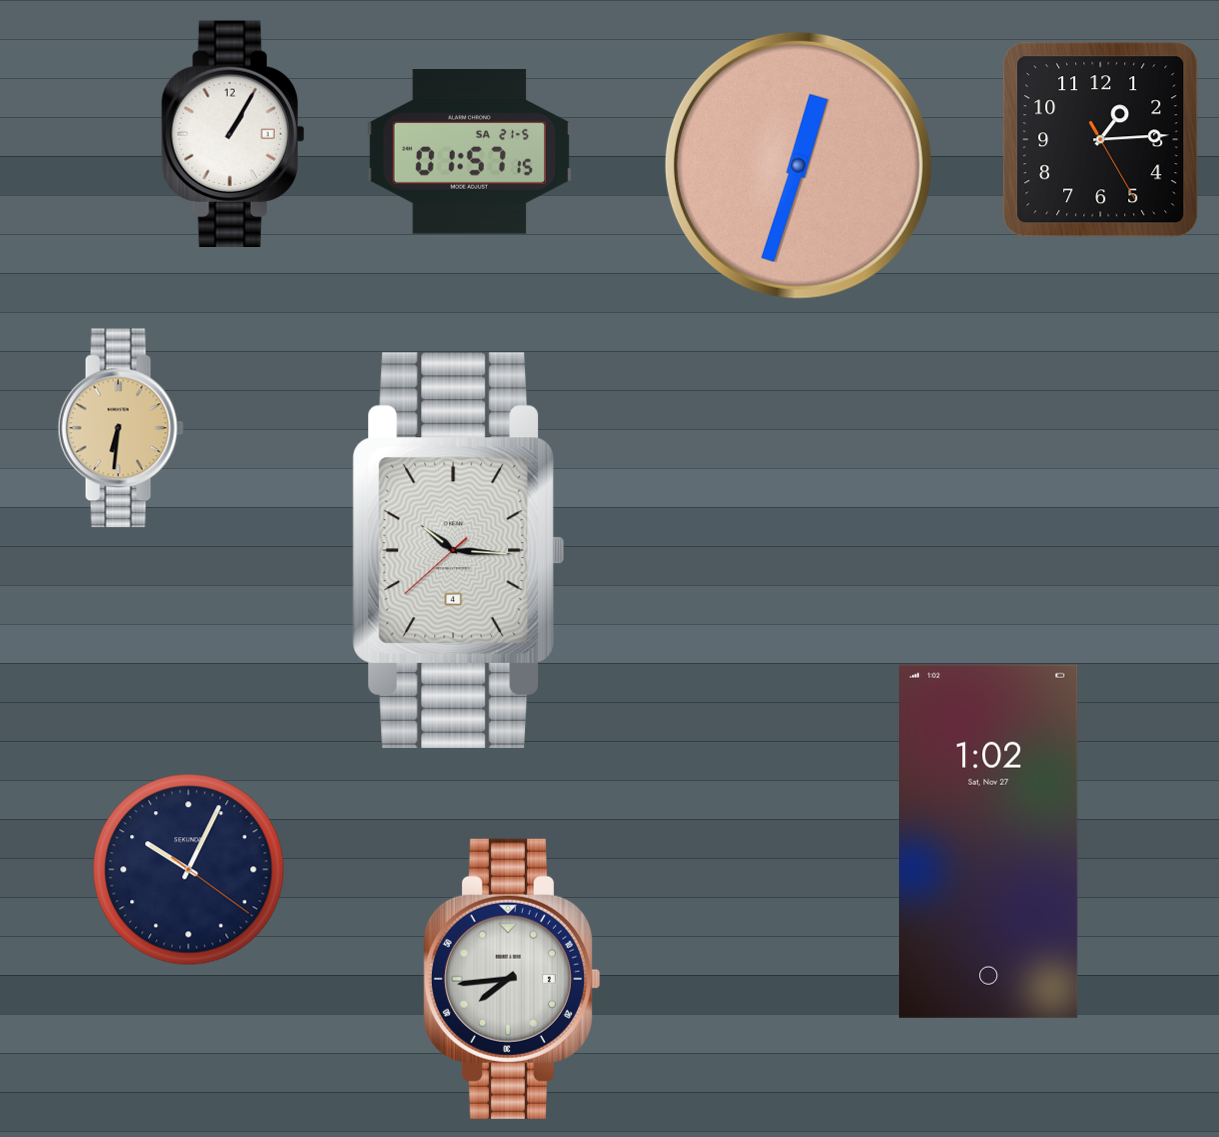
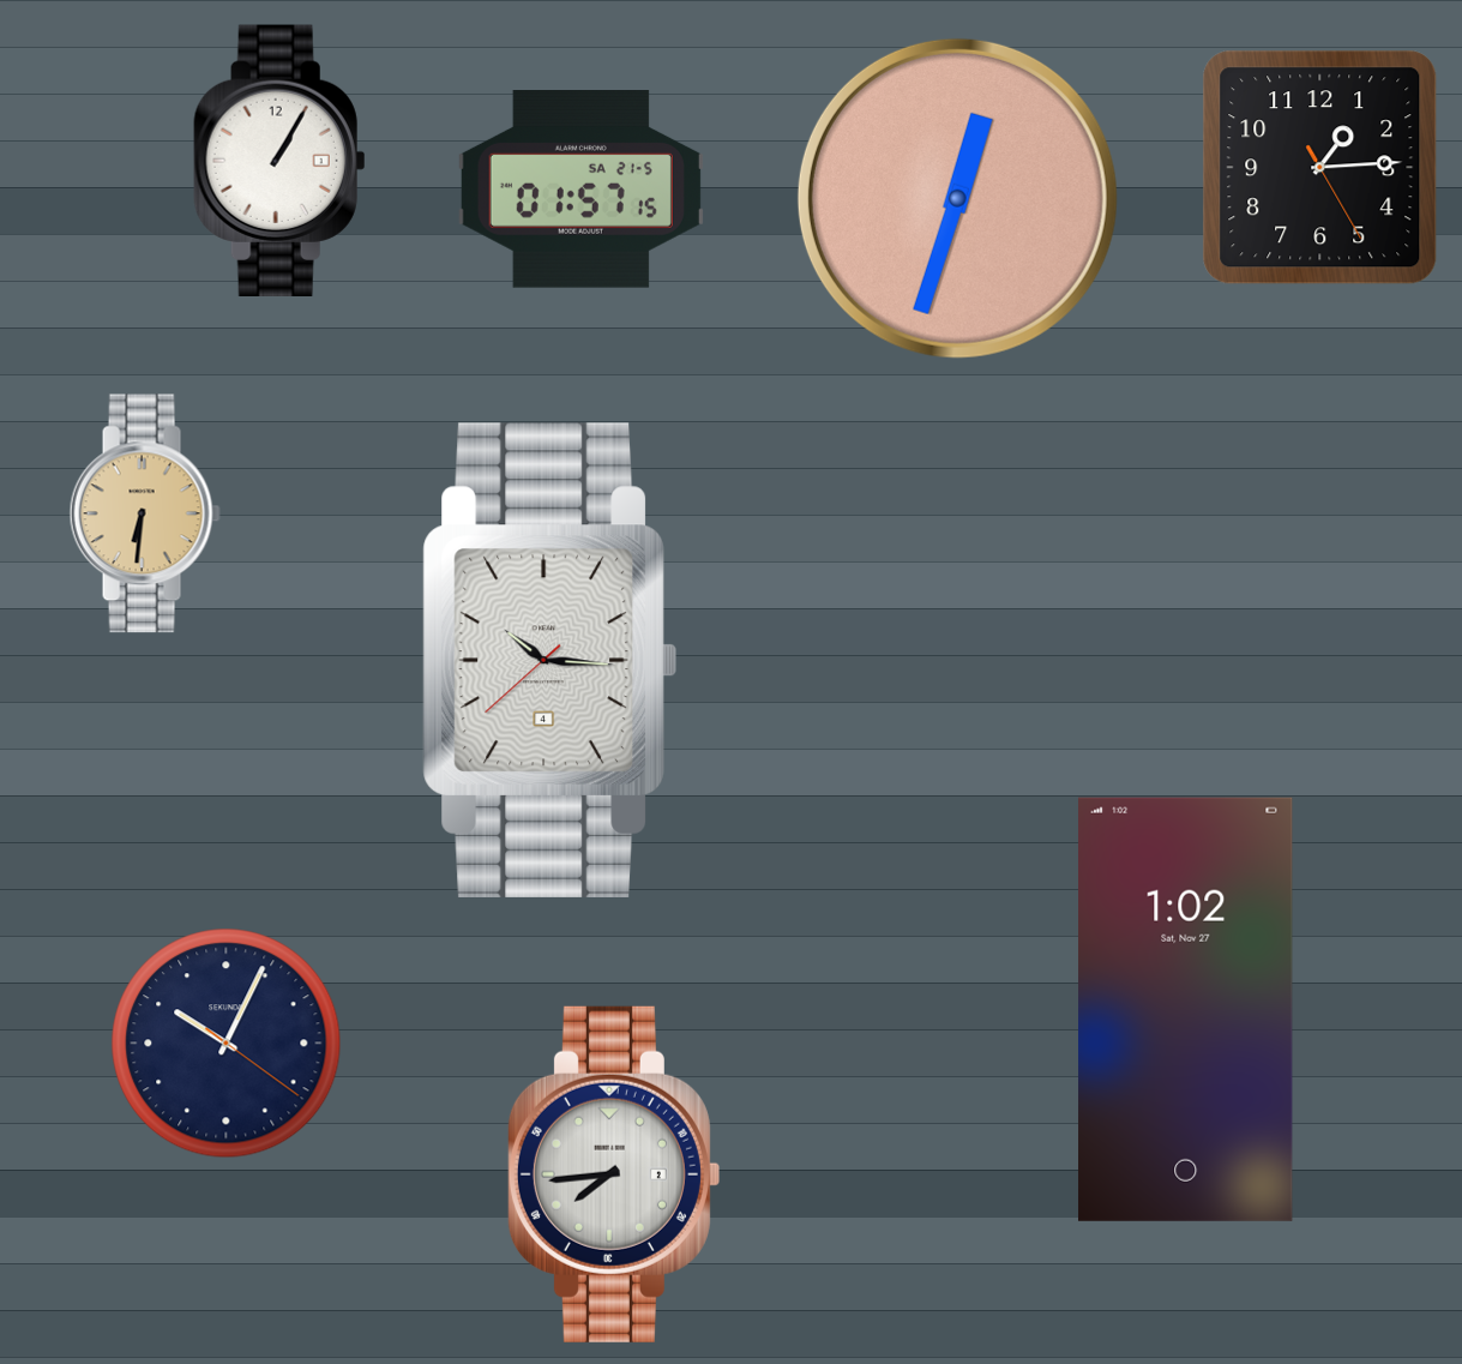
clock at (469, 152) position: (469, 152) -> (580, 190)
